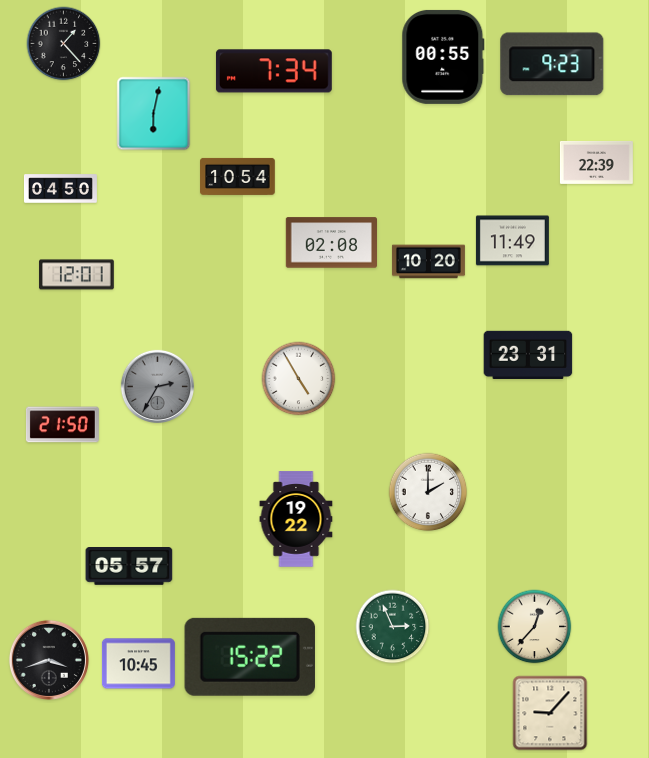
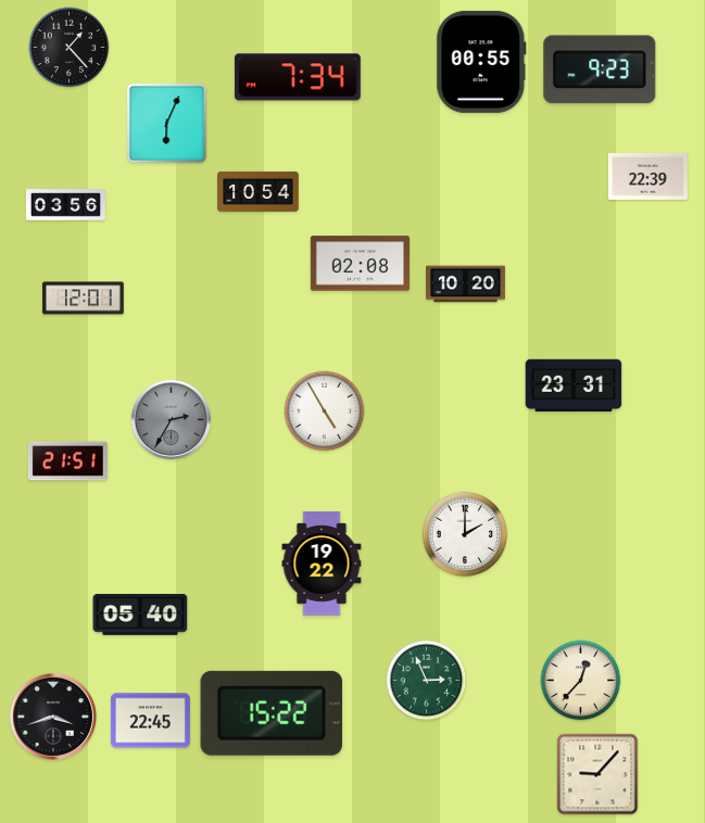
clock at (154, 114): 6:02 -> 6:04
clock at (60, 189): 04:50 -> 03:56
clock at (512, 241): 11:49 -> none
clock at (62, 425): 21:50 -> 21:51
clock at (129, 567): 05:57 -> 05:40
clock at (138, 664): 10:45 -> 22:45
